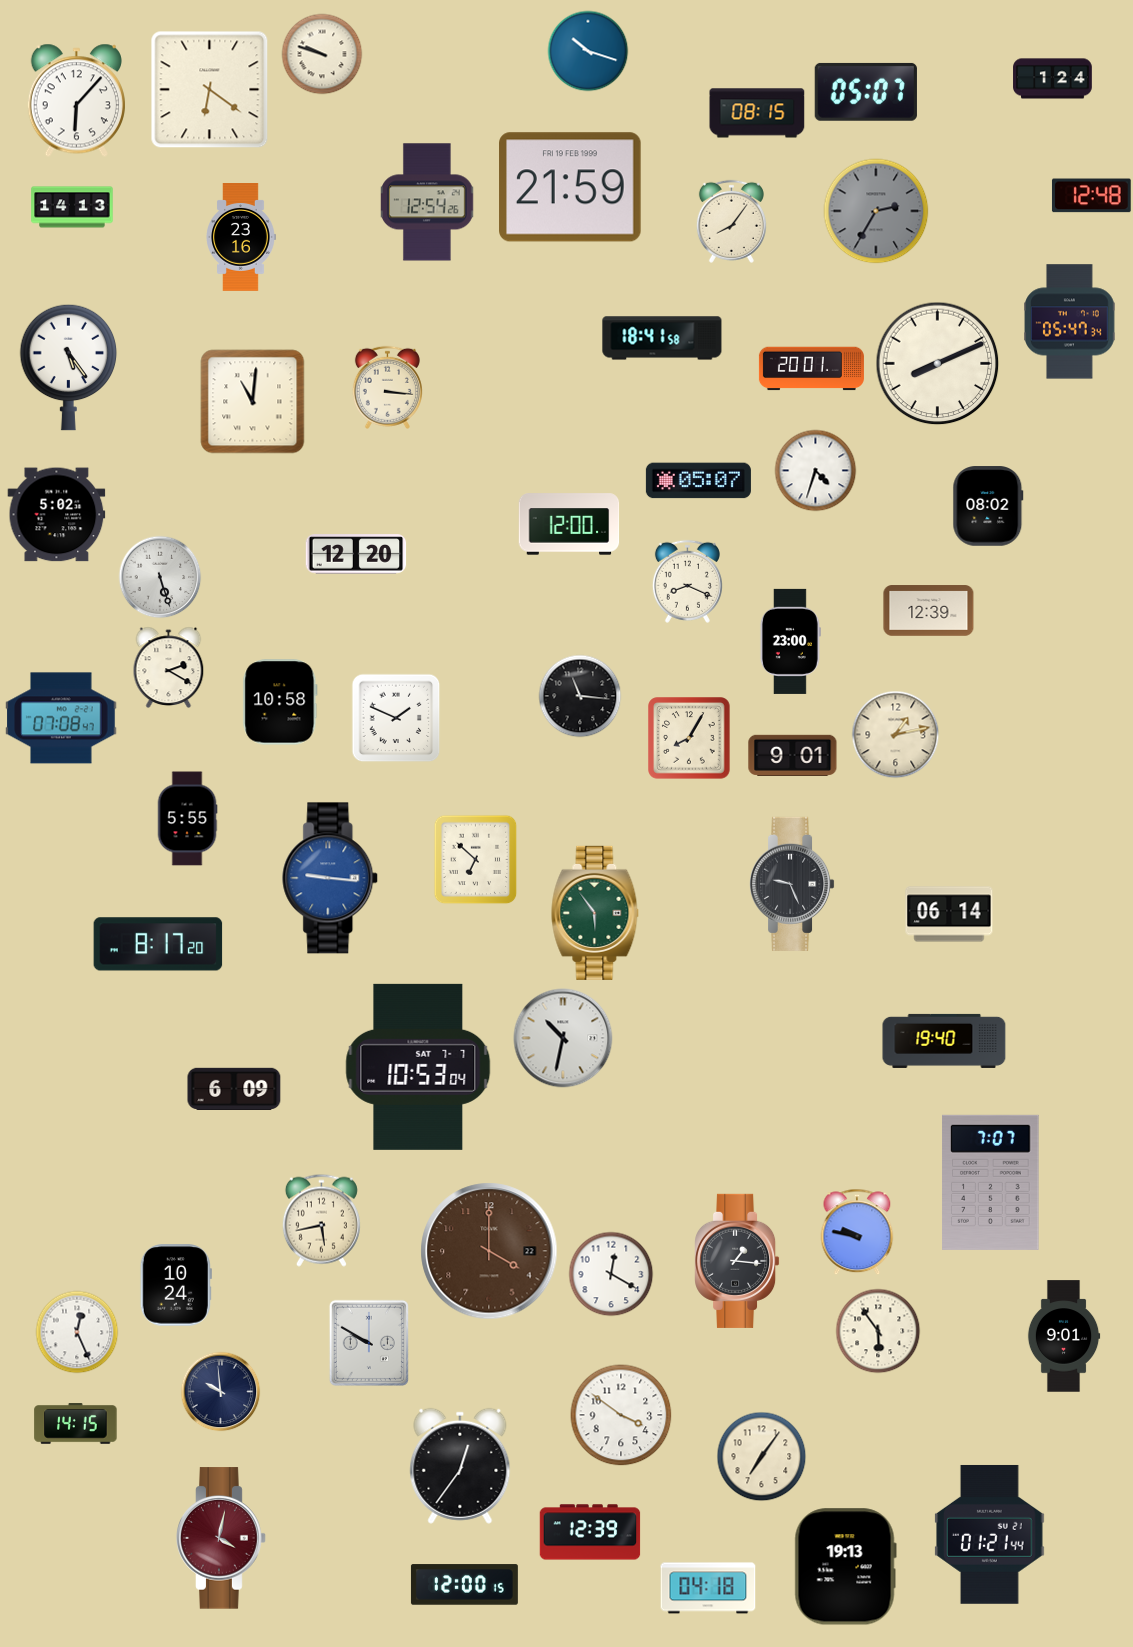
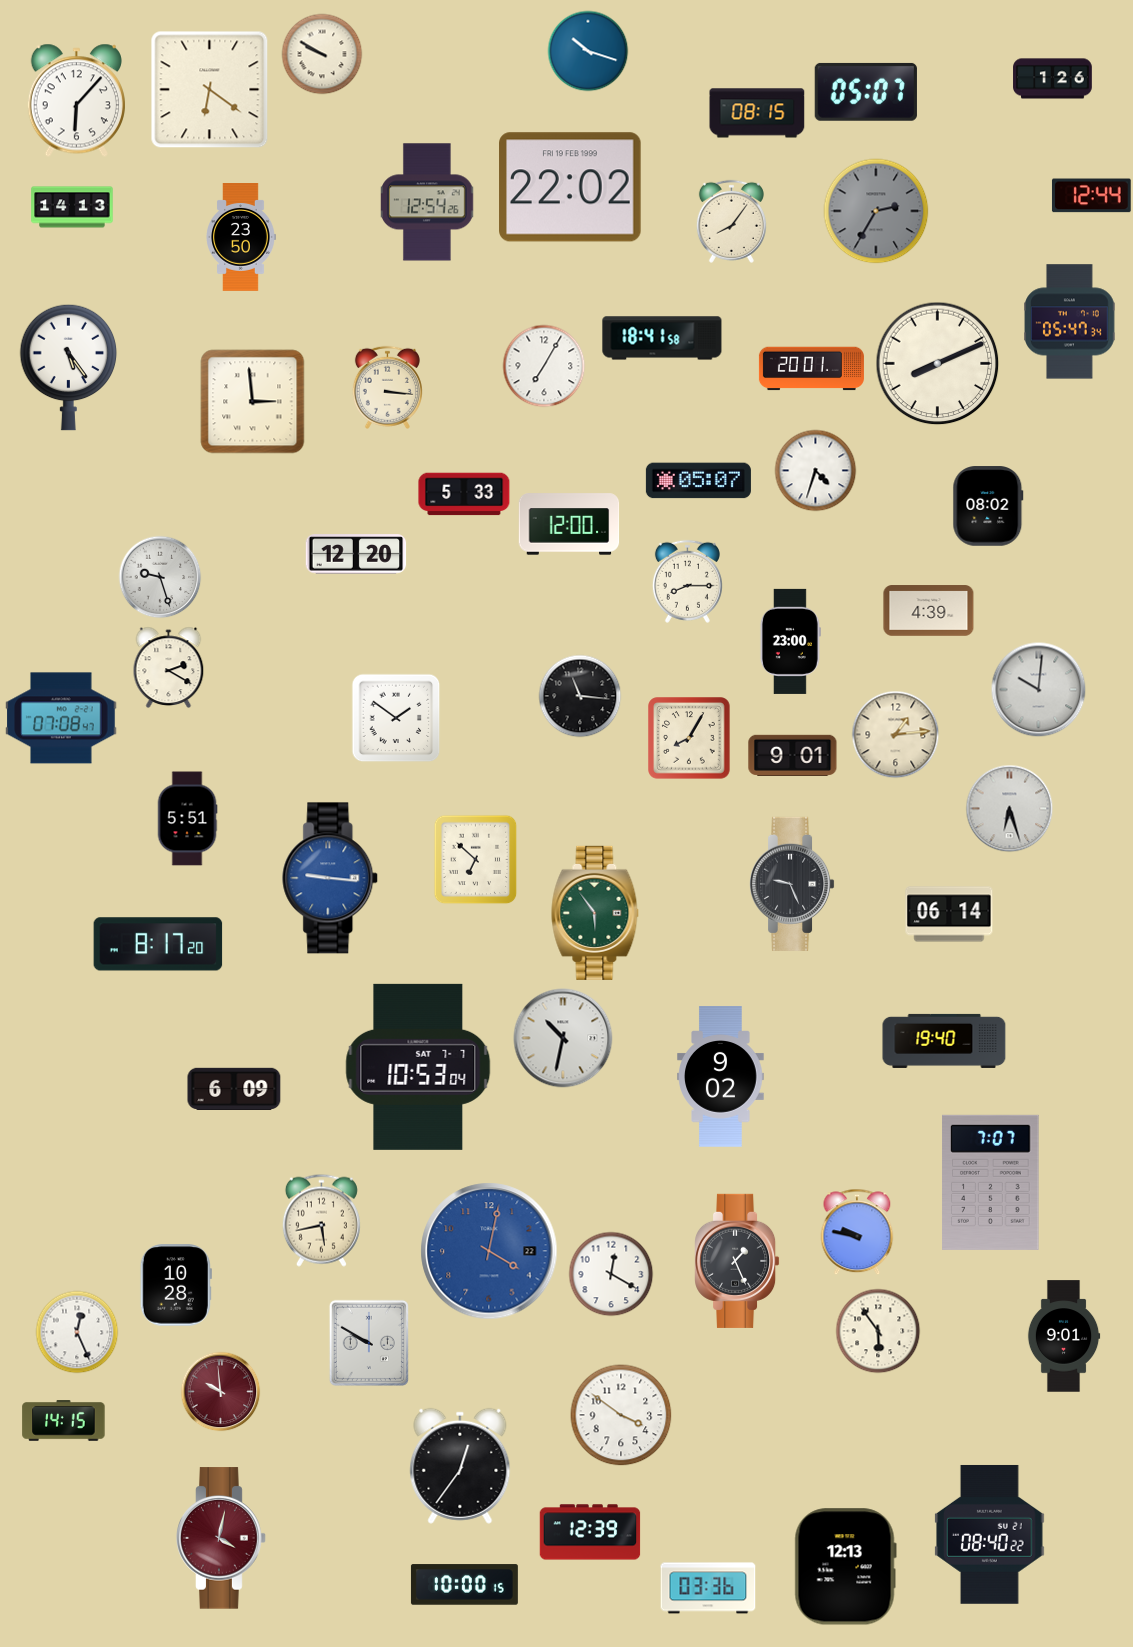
clock at (322, 54): 9:48 -> 9:50
clock at (1053, 79): 1:24 -> 1:26
clock at (570, 187): 21:59 -> 22:02
clock at (1091, 196): 12:48 -> 12:44
clock at (241, 238): 23:16 -> 23:50
clock at (544, 366): none -> 7:05
clock at (253, 402): 11:01 -> 2:59
clock at (464, 494): none -> 5:33
clock at (57, 515): 5:02 -> none
clock at (160, 577): 5:27 -> 9:27
clock at (687, 581): 8:19 -> 8:15
clock at (929, 611): 12:39 -> 4:39
clock at (1039, 690): none -> 10:01
clock at (280, 702): 10:58 -> none
clock at (396, 718): 1:49 -> 1:51
clock at (896, 735): 1:13 -> 1:14
clock at (1010, 809): none -> 6:27
clock at (187, 819): 5:55 -> 5:51
clock at (721, 1077): none -> 9:02
clock at (489, 1251): 4:00 -> 4:02
clock at (489, 1251) dial: brown -> blue
clock at (738, 1261): 1:16 -> 1:26
clock at (176, 1285): 10:24 -> 10:28
clock at (221, 1392) dial: navy -> burgundy
clock at (76, 1424) position: (76, 1424) -> (64, 1421)
clock at (762, 1457): 7:06 -> none
clock at (990, 1534): 01:21 -> 08:40
clock at (845, 1567): 19:13 -> 12:13
clock at (464, 1585): 12:00 -> 10:00
clock at (708, 1588): 04:18 -> 03:36
